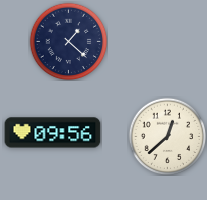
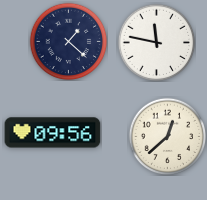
clock at (156, 42): none -> 11:47
